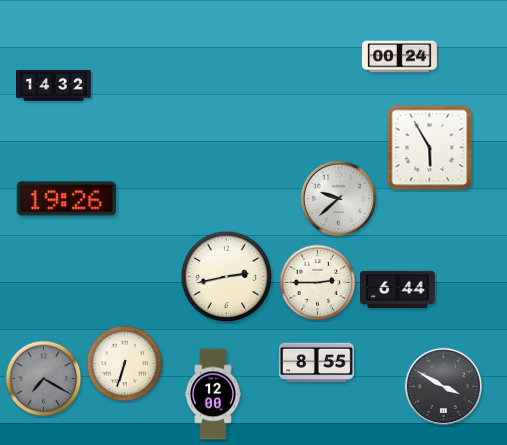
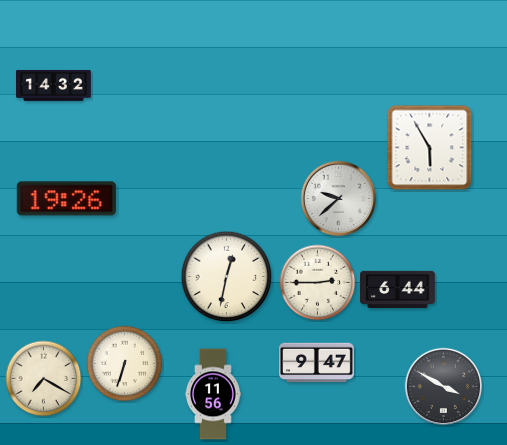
clock at (400, 57): 00:24 -> none
clock at (227, 277): 2:43 -> 12:32
clock at (317, 363): 8:55 -> 9:47
clock at (44, 379) dial: grey -> cream
clock at (214, 394): 12:00 -> 11:56
